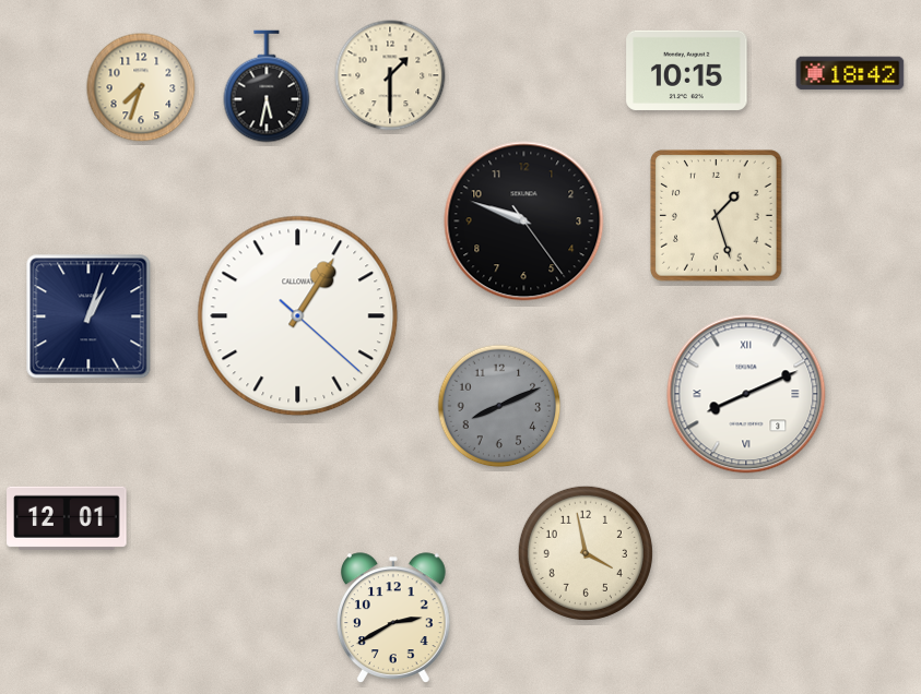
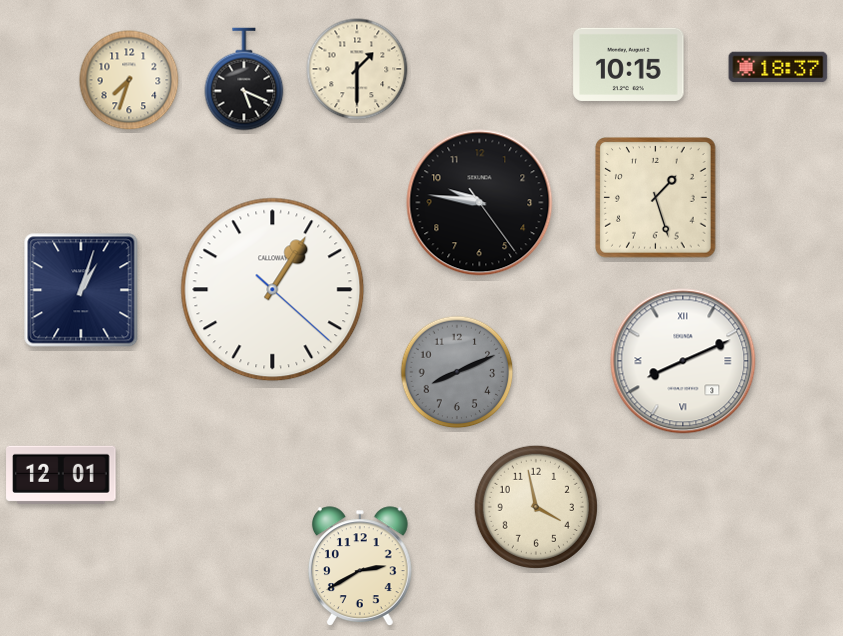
clock at (850, 73): 18:42 -> 18:37
clock at (267, 86): 5:32 -> 5:19
clock at (524, 222): 9:48 -> 9:46
